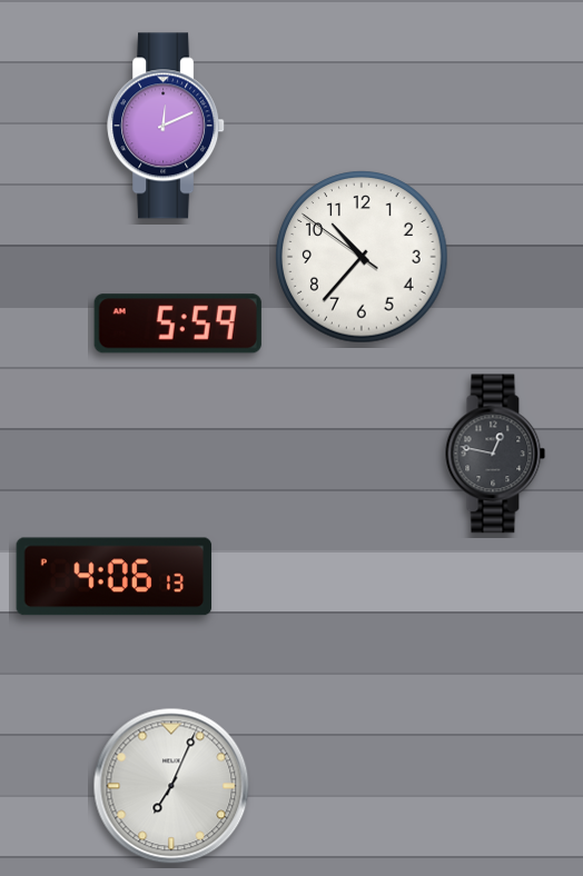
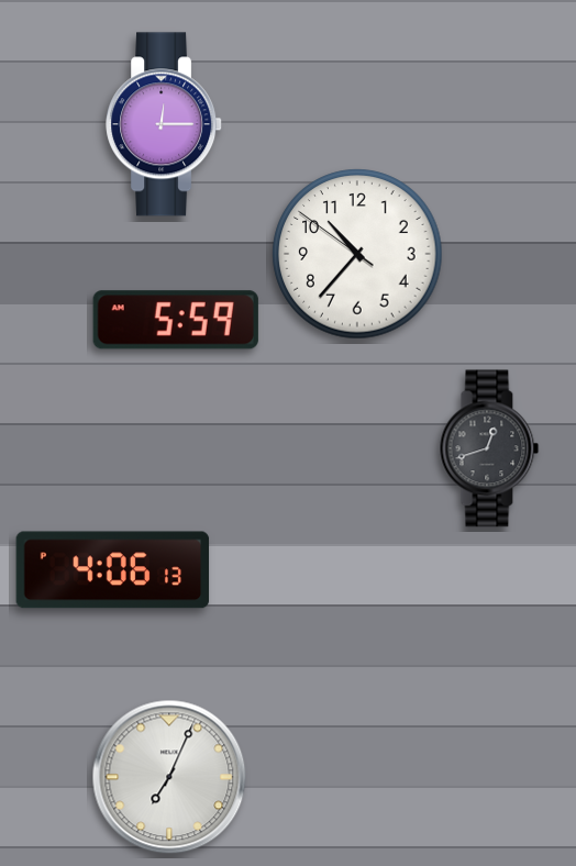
clock at (167, 126): 12:11 -> 12:15
clock at (495, 454): 12:47 -> 12:42
